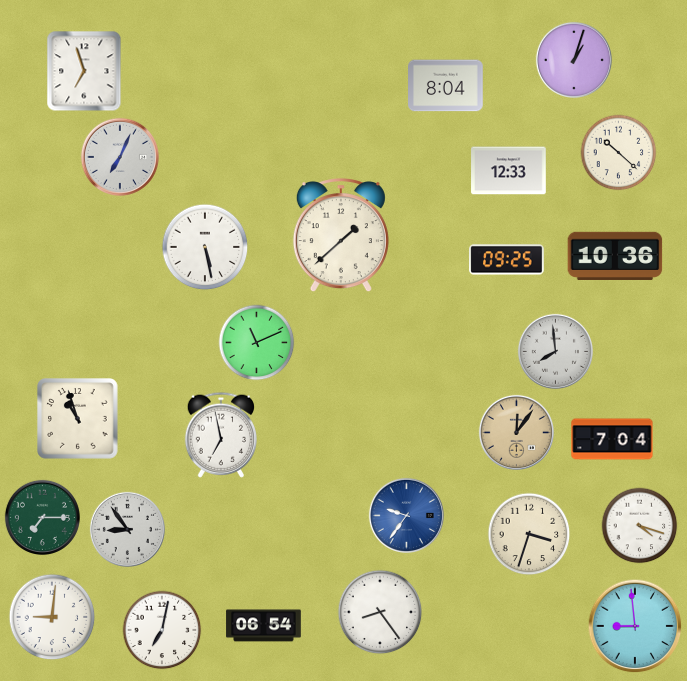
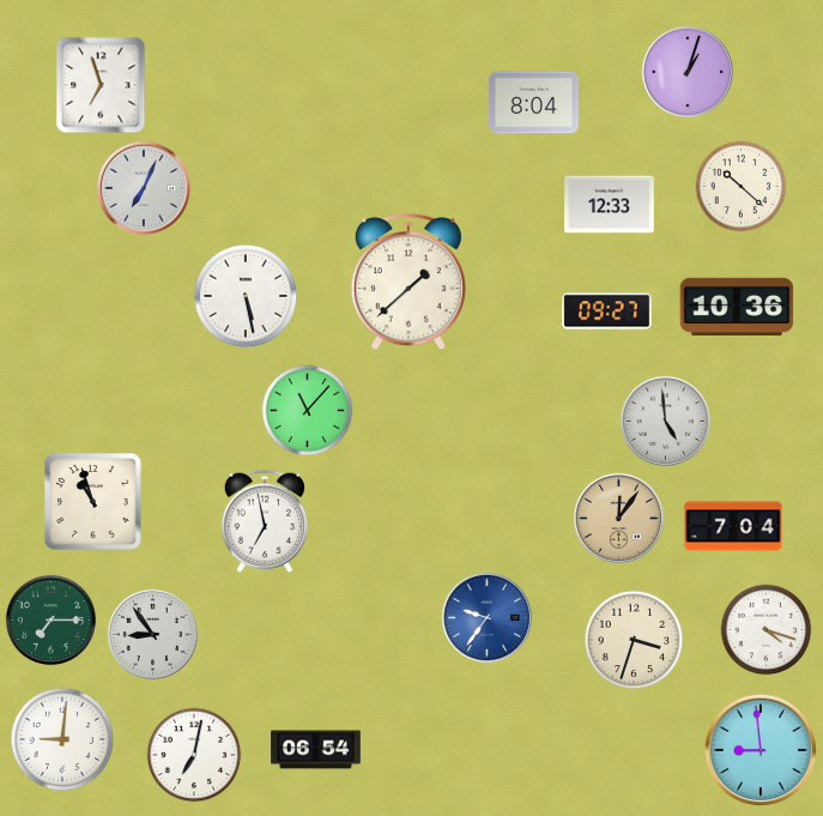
clock at (619, 153) position: (619, 153) -> (742, 187)
clock at (507, 260): 09:25 -> 09:27
clock at (257, 343): 11:11 -> 11:07
clock at (555, 351): 7:59 -> 4:59
clock at (380, 612): 8:24 -> none
